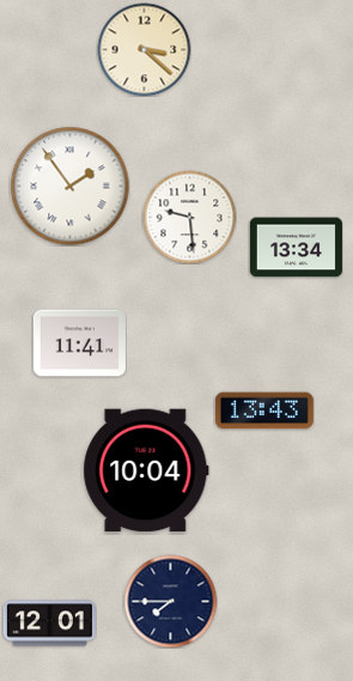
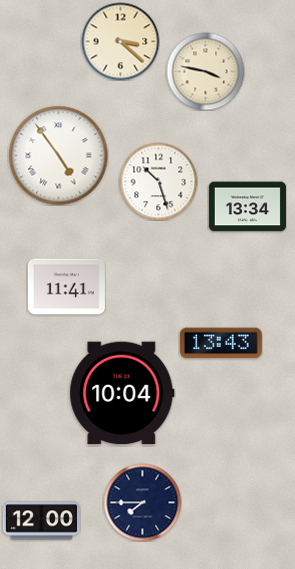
clock at (205, 71): none -> 3:47
clock at (71, 187): 1:54 -> 4:54
clock at (189, 217): 9:29 -> 10:27
clock at (49, 624): 12:01 -> 12:00
